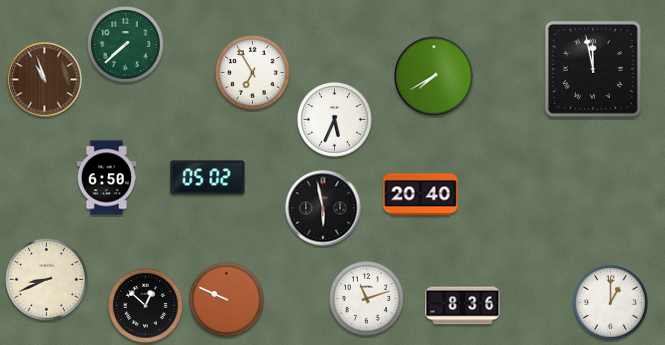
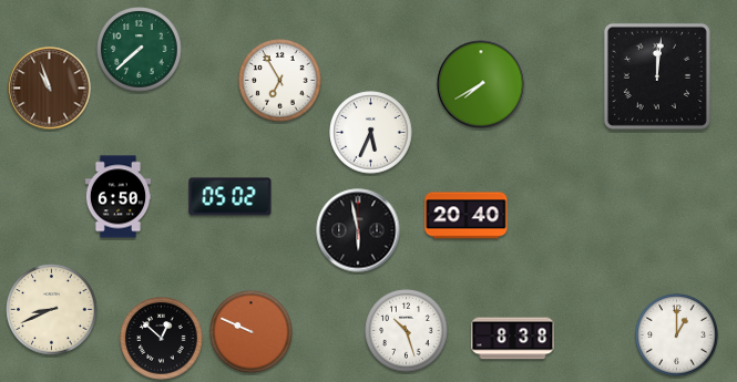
clock at (593, 69): 11:58 -> 12:01
clock at (367, 299): 11:12 -> 10:27
clock at (463, 306): 8:36 -> 8:38
